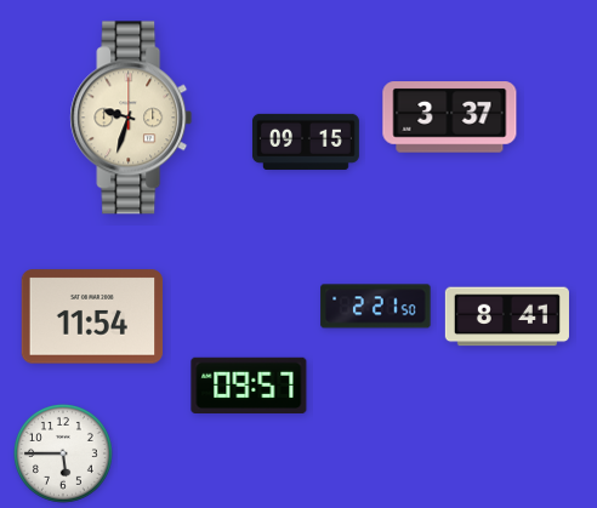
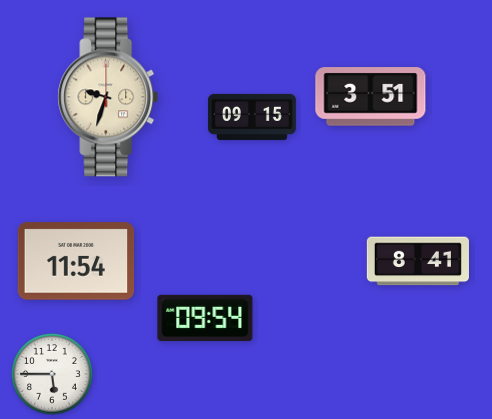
clock at (450, 118): 3:37 -> 3:51
clock at (376, 307): 2:21 -> none
clock at (249, 384): 09:57 -> 09:54
